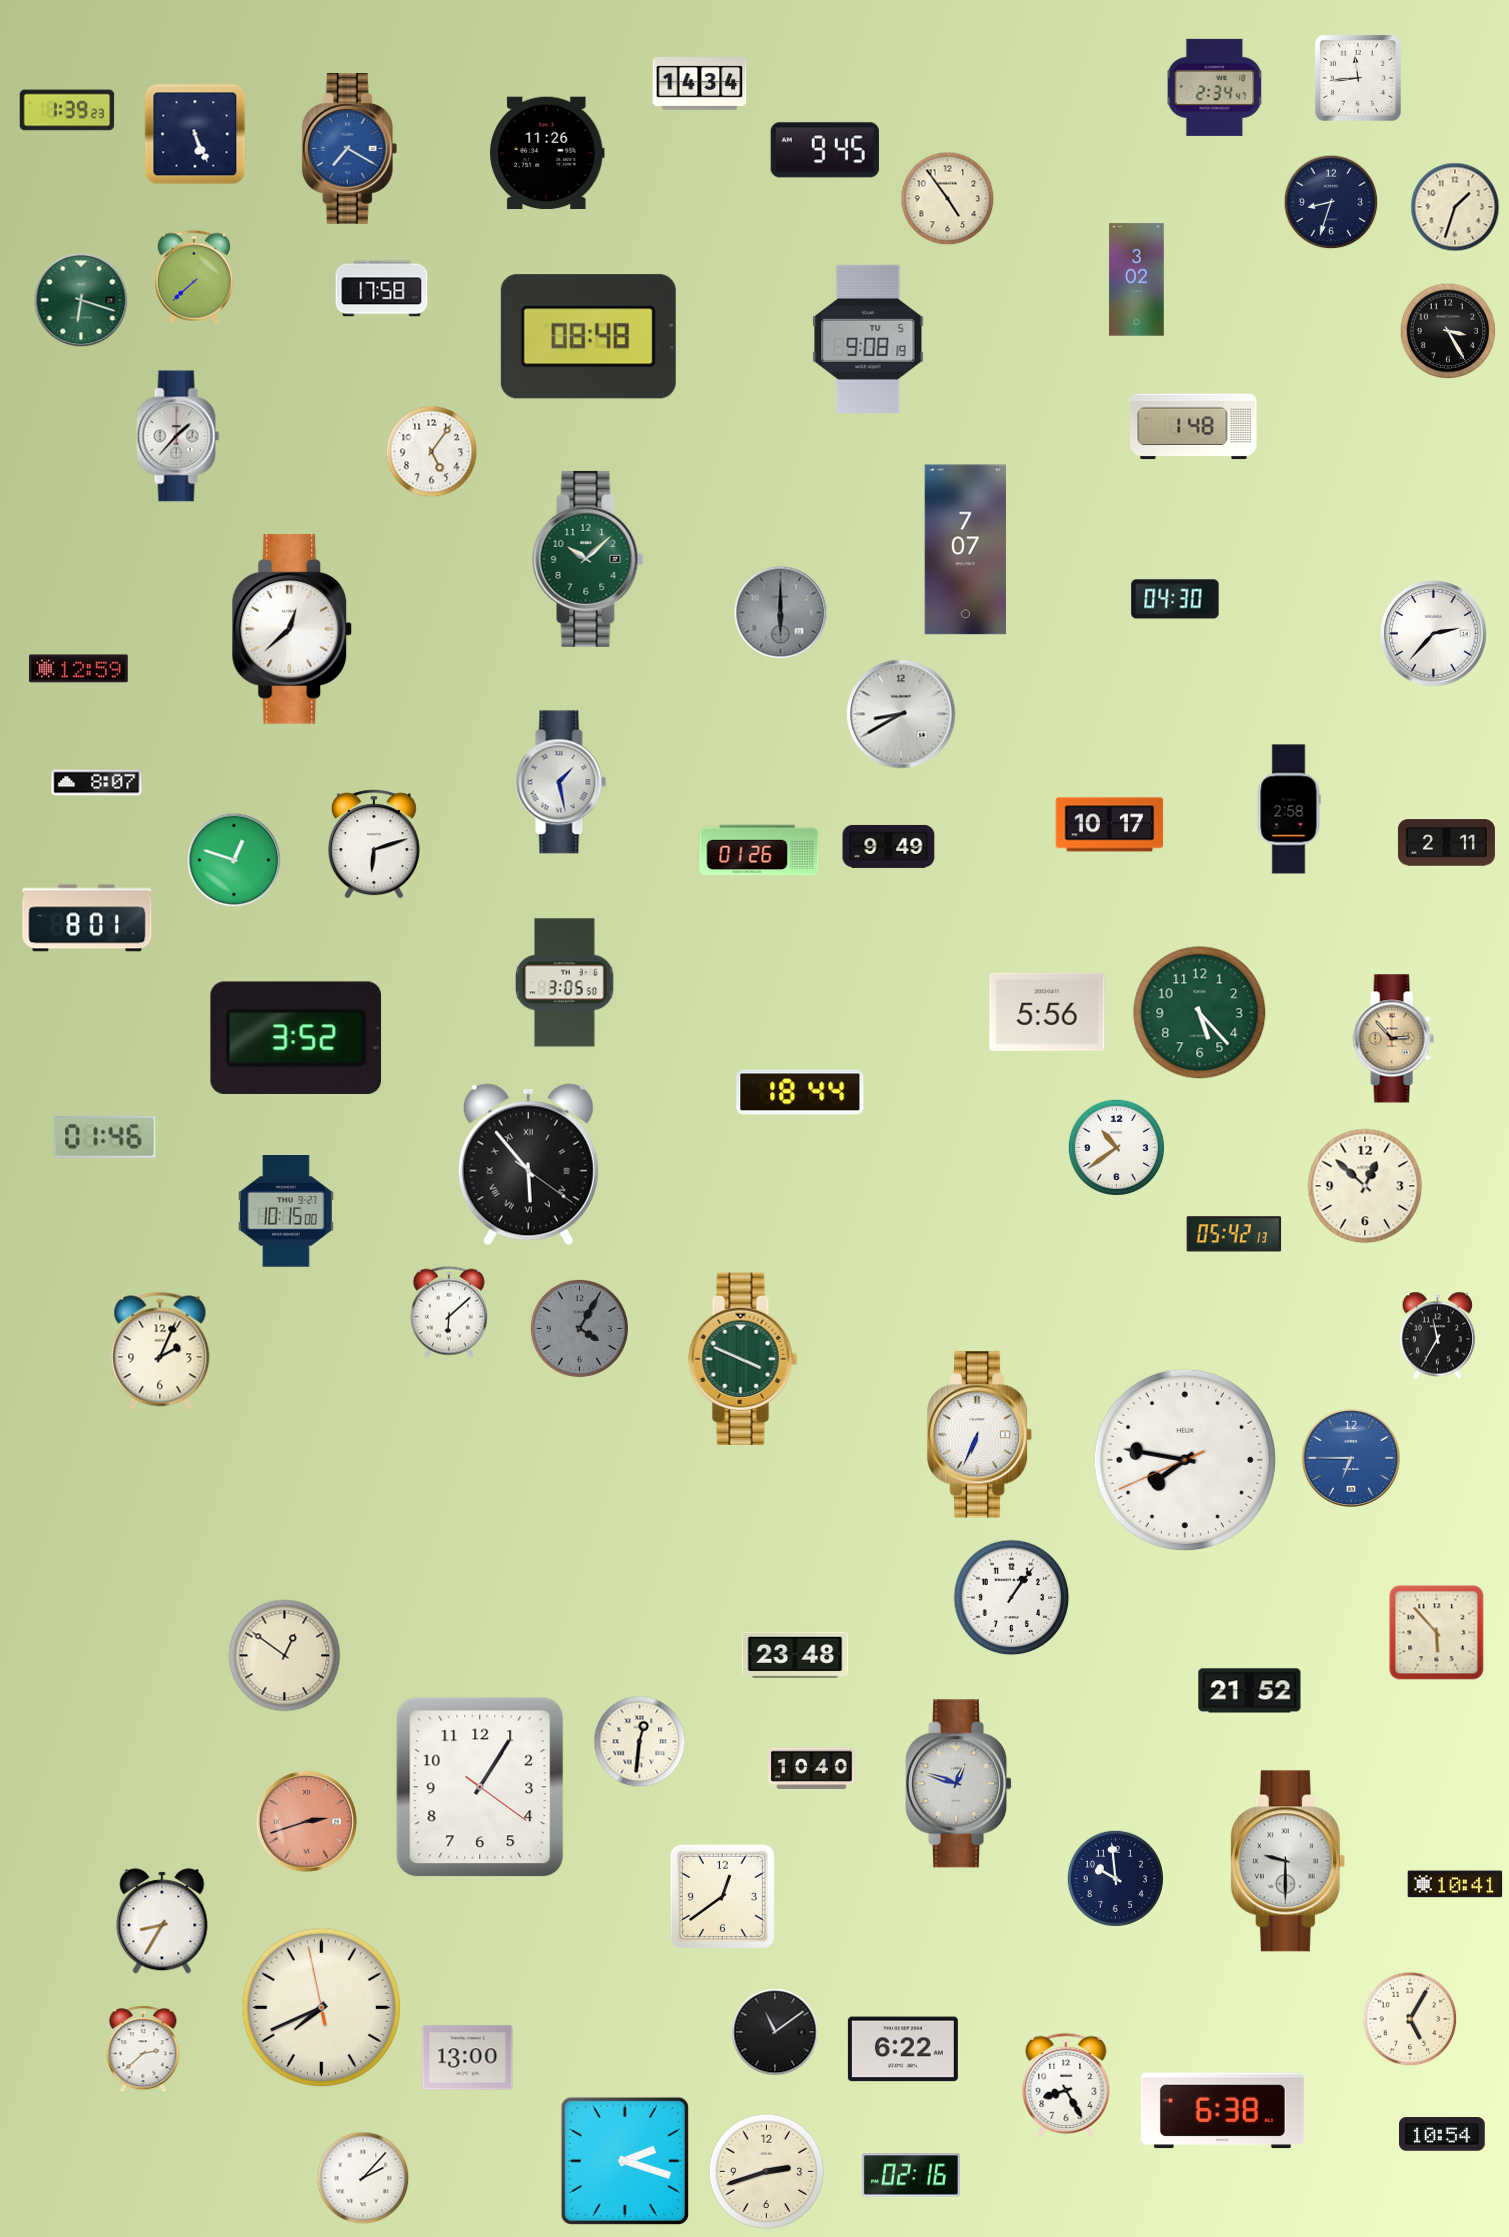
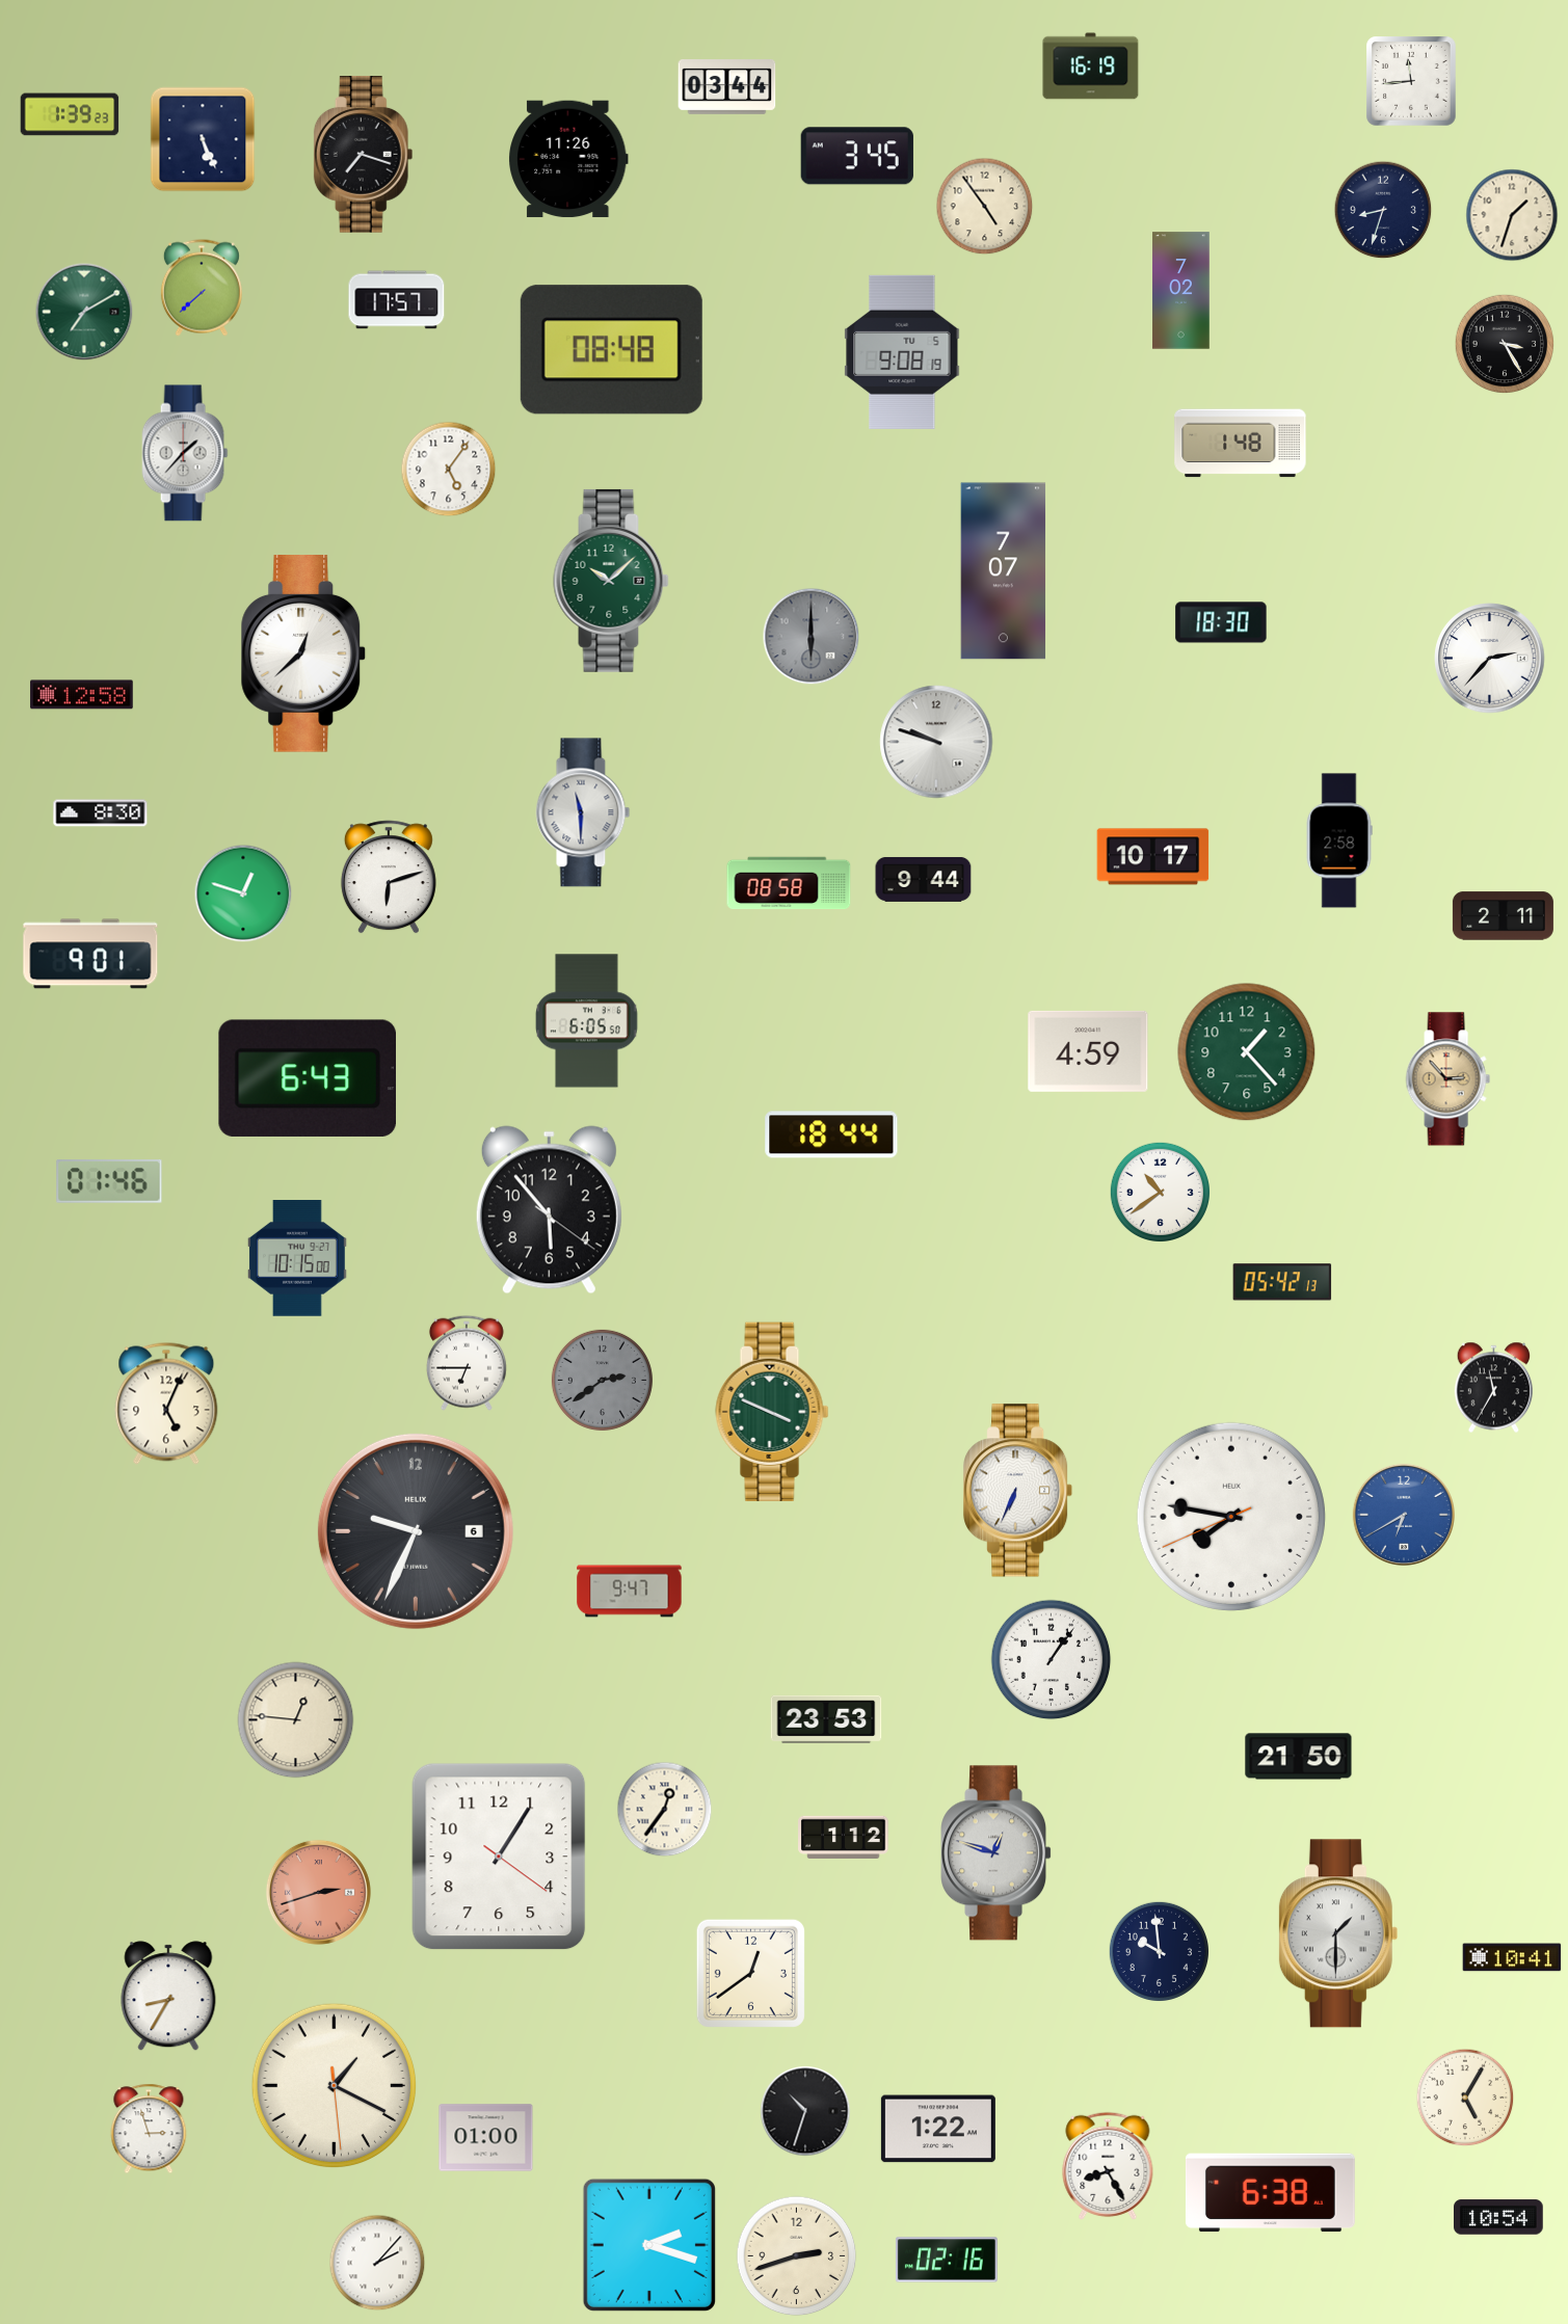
clock at (1091, 66): none -> 16:19
clock at (700, 84): 14:34 -> 03:44
clock at (1215, 87): 2:34 -> none
clock at (350, 149): 7:20 -> 7:18
clock at (350, 149) dial: blue -> black
clock at (825, 150): 9:45 -> 3:45
clock at (1137, 280): 3:02 -> 7:02
clock at (382, 289): 17:58 -> 17:57
clock at (81, 300): 6:18 -> 7:10
clock at (1175, 599): 04:30 -> 18:30
clock at (79, 669): 12:59 -> 12:58
clock at (901, 714): 8:40 -> 9:48
clock at (561, 782): 1:28 -> 11:30
clock at (97, 783): 8:07 -> 8:30
clock at (1446, 843) position: (1446, 843) -> (1503, 916)
clock at (889, 846): 9:49 -> 9:44
clock at (759, 850): 01:26 -> 08:58
clock at (87, 918): 8:01 -> 9:01
clock at (565, 983): 3:05 -> 6:05
clock at (1047, 1012): 5:56 -> 4:59
clock at (1200, 1013): 5:23 -> 1:23
clock at (295, 1038): 3:52 -> 6:43
clock at (528, 1165) numerals: Roman -> Arabic
clock at (1365, 1186): 12:52 -> none
clock at (449, 1312): 6:08 -> 6:45
clock at (579, 1328): 4:05 -> 2:39
clock at (160, 1351): 2:04 -> 5:04
clock at (1351, 1458): 6:45 -> 6:40
clock at (416, 1531): none -> 9:34
clock at (630, 1592): none -> 9:47
clock at (1437, 1633): 5:53 -> none
clock at (795, 1655): 23:48 -> 23:53
clock at (285, 1656): 12:51 -> 12:46
clock at (1250, 1691): 21:52 -> 21:50
clock at (640, 1742): 12:31 -> 12:36
clock at (812, 1768): 10:40 -> 1:12
clock at (1288, 1861): 9:30 -> 1:30
clock at (722, 1896) position: (722, 1896) -> (750, 1973)
clock at (322, 2008): 7:40 -> 1:19
clock at (775, 2032): 11:09 -> 10:33
clock at (143, 2049): 2:38 -> 2:57
clock at (903, 2049): 6:22 -> 1:22
clock at (468, 2058): 13:00 -> 01:00
